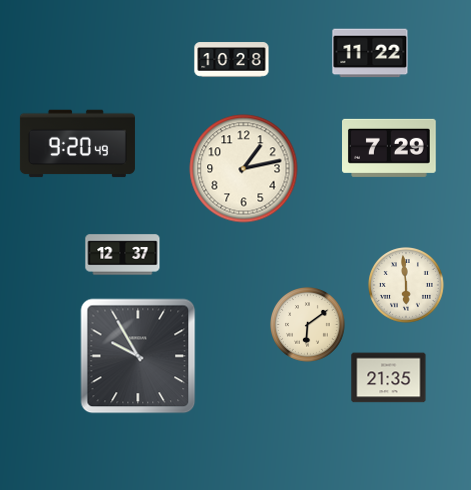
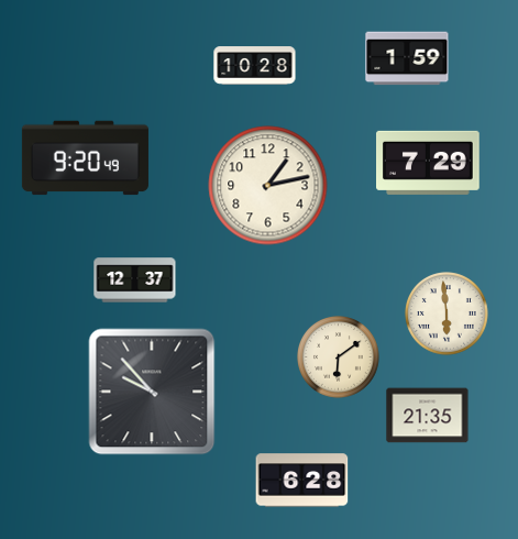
clock at (370, 53): 11:22 -> 1:59
clock at (138, 356): 9:55 -> 9:53
clock at (302, 481): none -> 6:28
